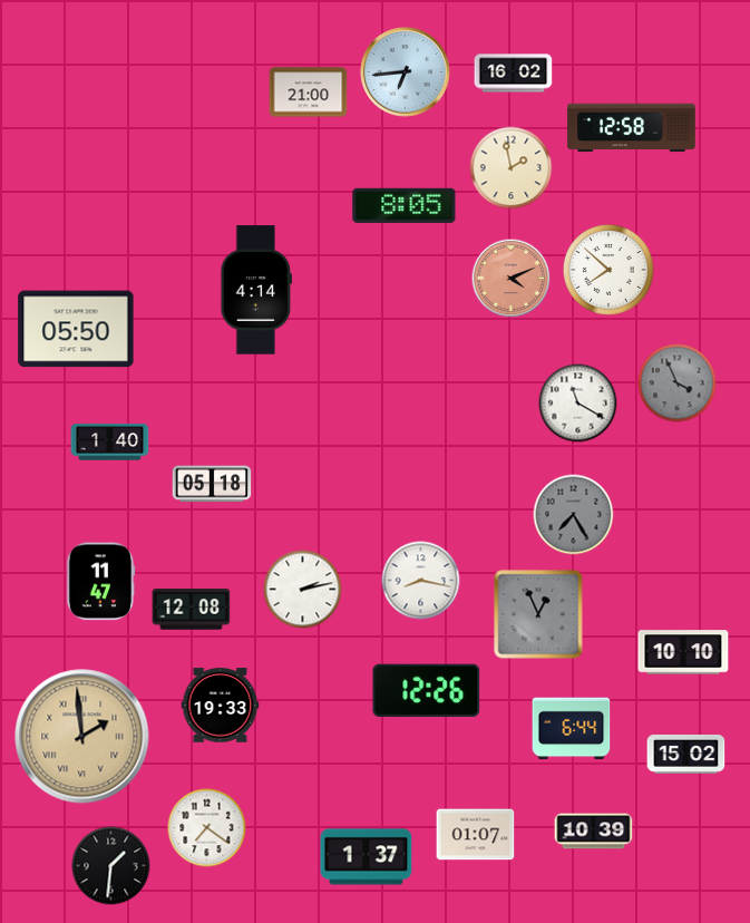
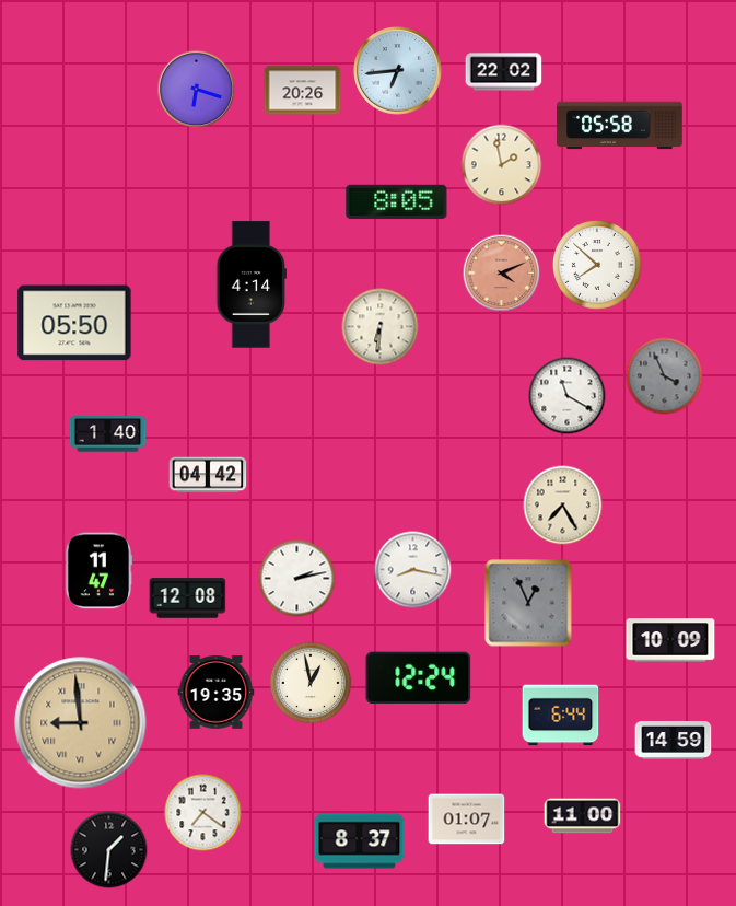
clock at (514, 74): 16:02 -> 22:02
clock at (197, 90): none -> 6:18
clock at (309, 93): 21:00 -> 20:26
clock at (632, 128): 12:58 -> 05:58
clock at (381, 327): none -> 6:31
clock at (212, 484): 05:18 -> 04:42
clock at (574, 515) dial: grey -> cream
clock at (683, 652): 10:10 -> 10:09
clock at (427, 690): 12:26 -> 12:24
clock at (311, 683): none -> 12:58
clock at (221, 706): 19:33 -> 19:35
clock at (82, 737): 1:59 -> 8:59
clock at (686, 755): 15:02 -> 14:59
clock at (594, 832): 10:39 -> 11:00
clock at (367, 857): 1:37 -> 8:37
